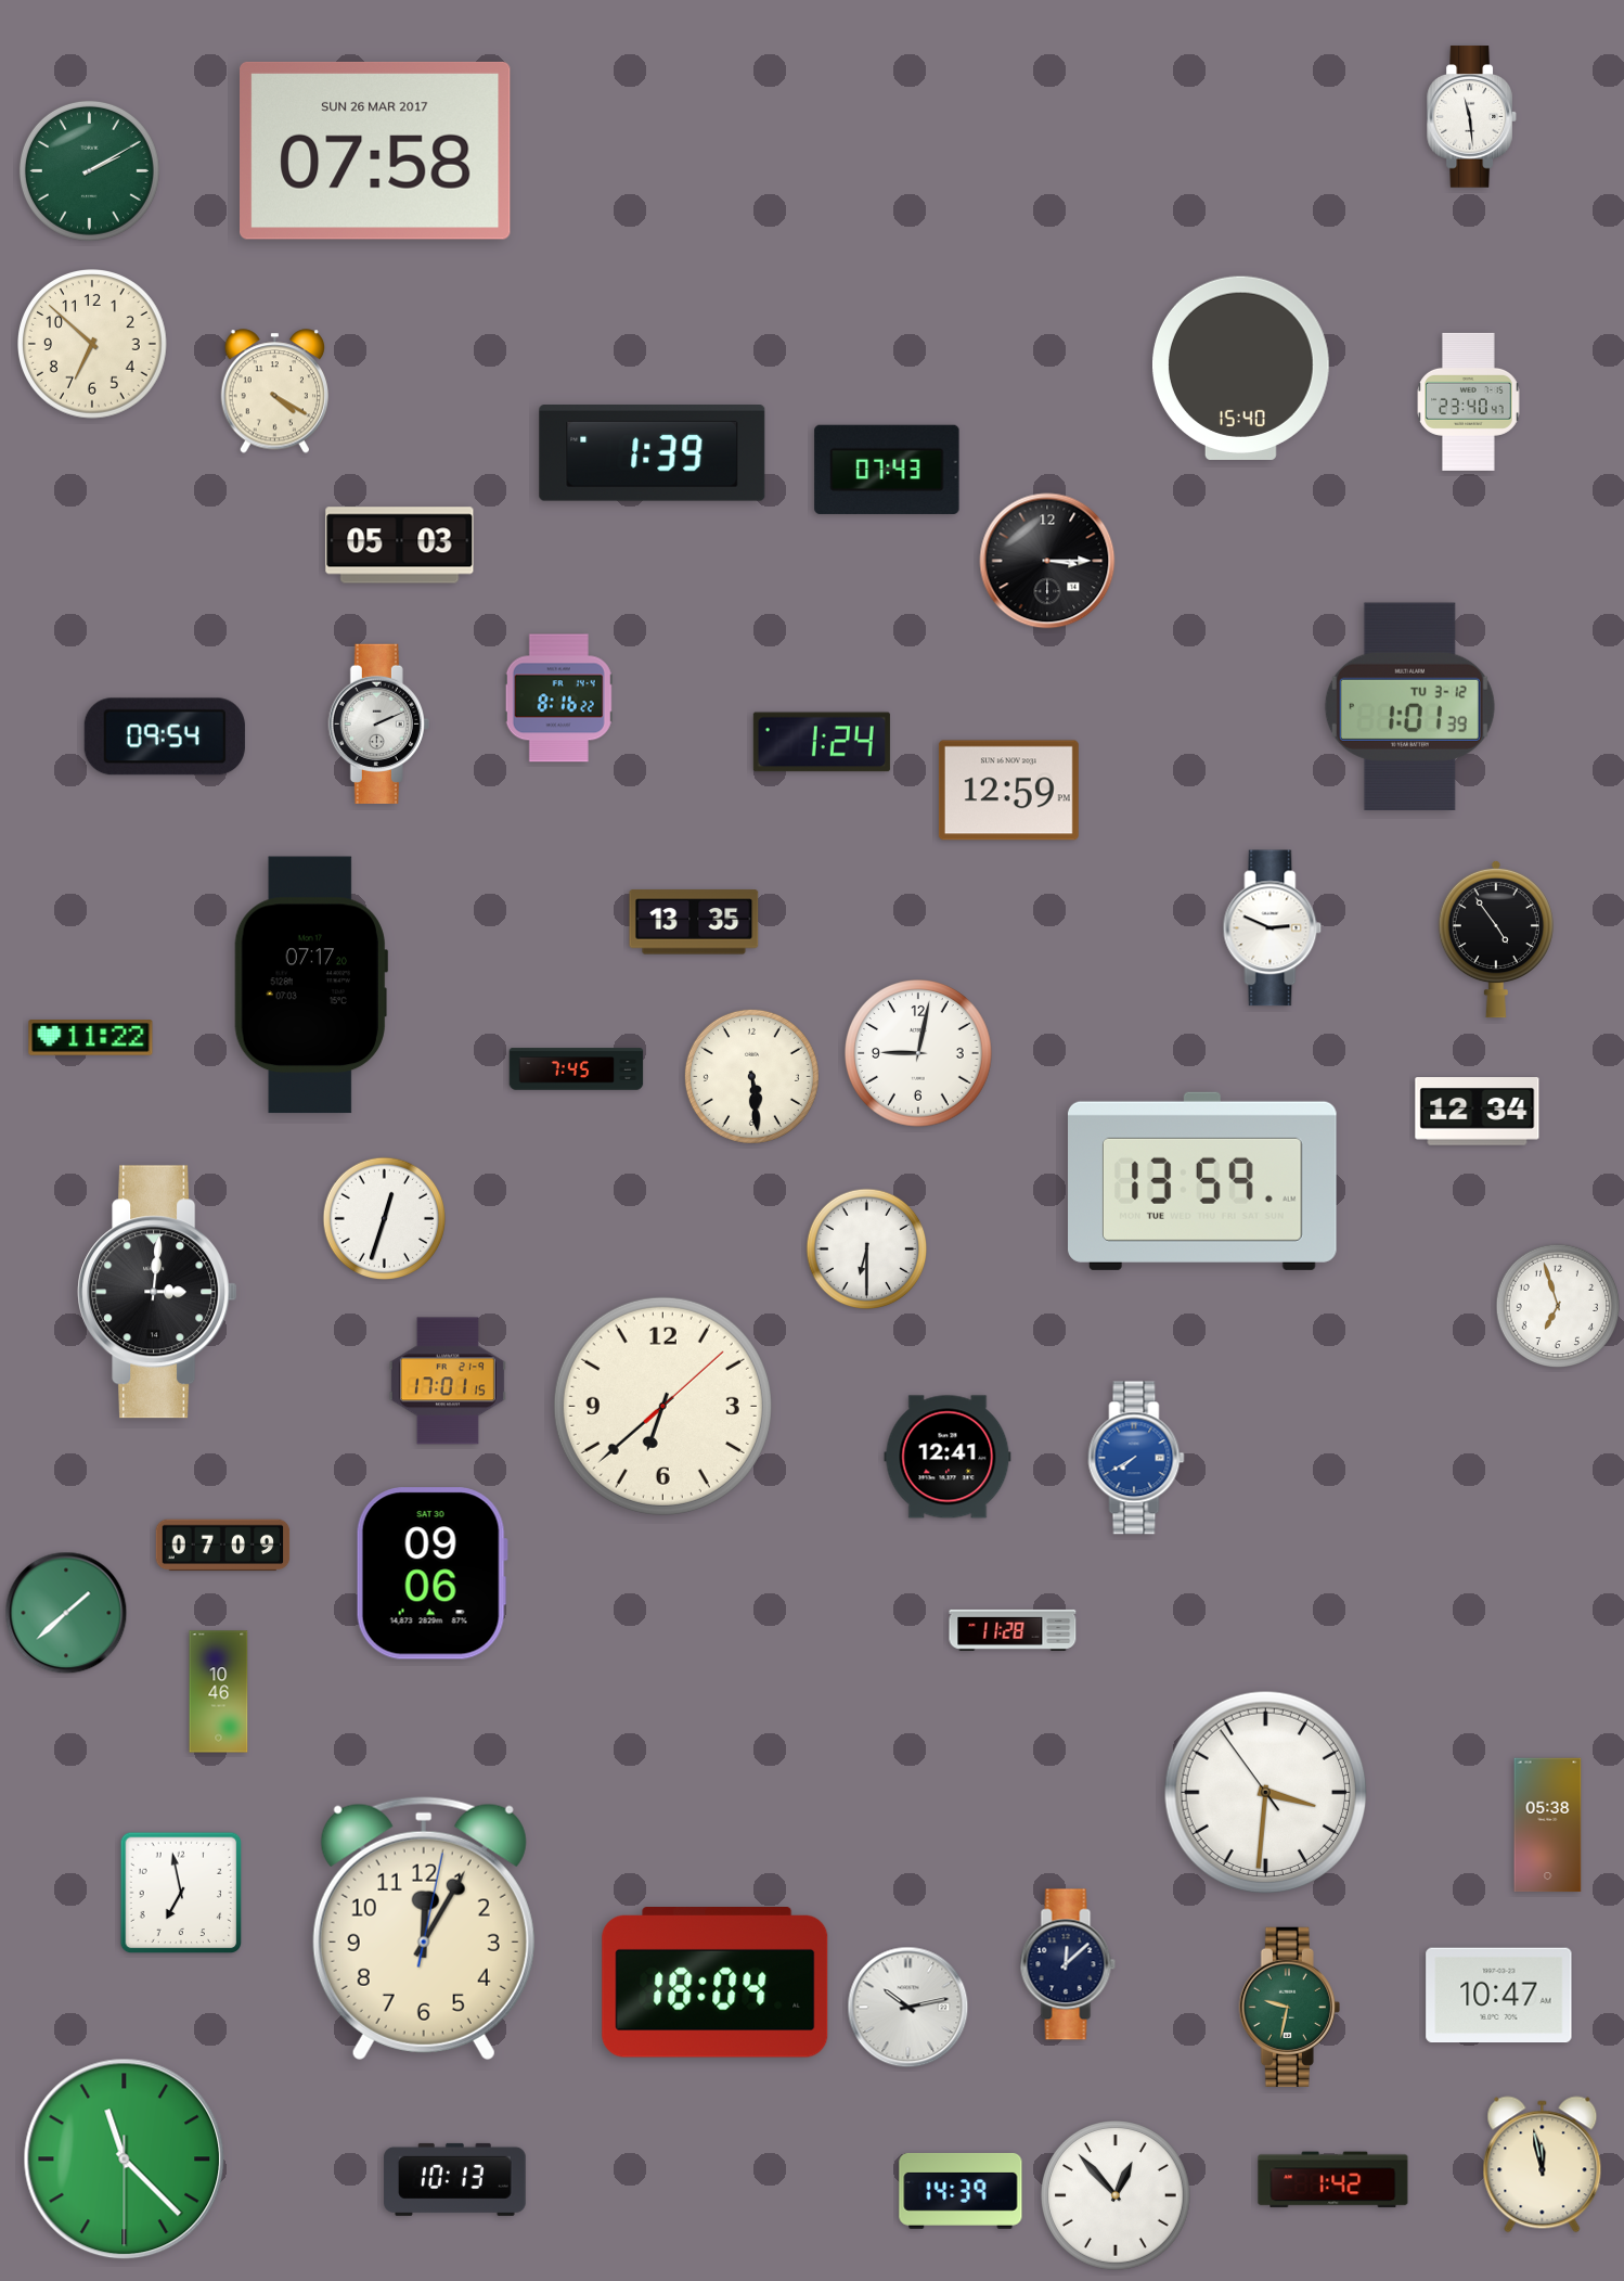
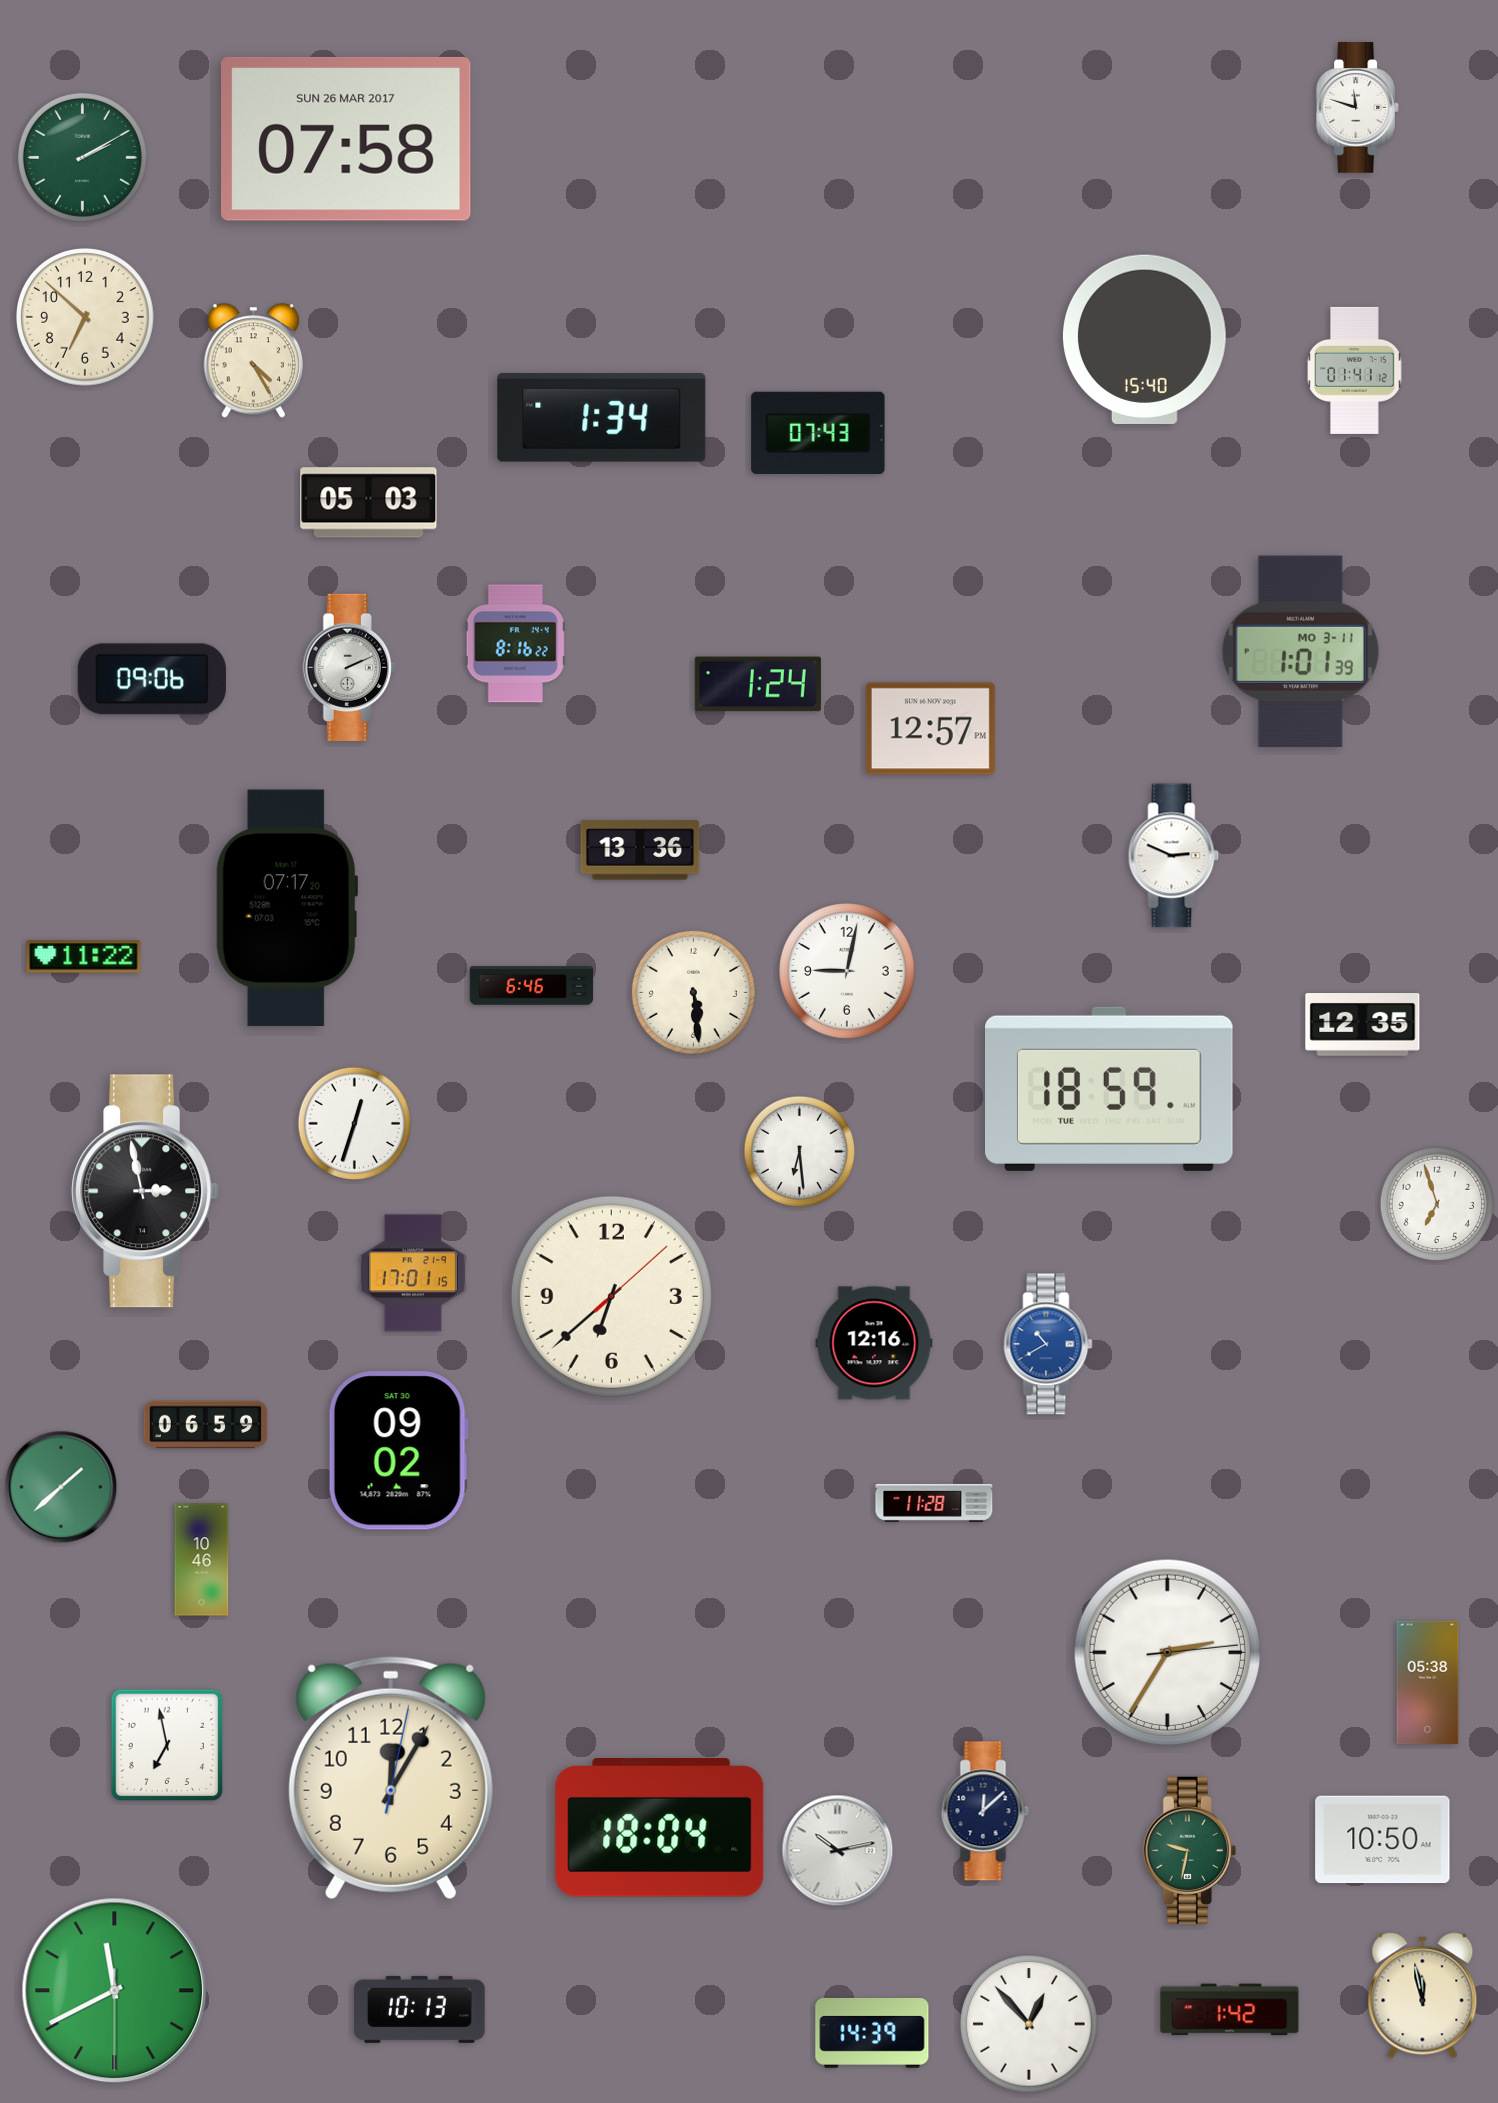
clock at (1472, 117): 11:29 -> 11:48
clock at (274, 392): 4:20 -> 4:25
clock at (1469, 401): 23:40 -> 01:41
clock at (653, 453): 1:39 -> 1:34
clock at (1047, 561): 3:15 -> none
clock at (1409, 706) date: TU 3-12 -> MO 3-11
clock at (165, 736): 09:54 -> 09:06
clock at (1008, 791): 12:59 -> 12:57
clock at (694, 922): 13:35 -> 13:36
clock at (1496, 939): 4:54 -> none
clock at (577, 1069): 7:45 -> 6:46
clock at (1478, 1112): 12:34 -> 12:35
clock at (1203, 1181): 13:59 -> 18:59
clock at (867, 1250): 6:30 -> 6:29
clock at (157, 1292): 3:01 -> 2:58
clock at (948, 1457): 12:41 -> 12:16
clock at (1136, 1458): 7:40 -> 10:40
clock at (223, 1546): 07:09 -> 06:59
clock at (431, 1574): 09:06 -> 09:02
clock at (1266, 1793): 3:30 -> 2:35
clock at (1499, 1996): 10:47 -> 10:50
clock at (125, 2160): 11:22 -> 11:40
clock at (961, 2191) position: (961, 2191) -> (872, 2033)
